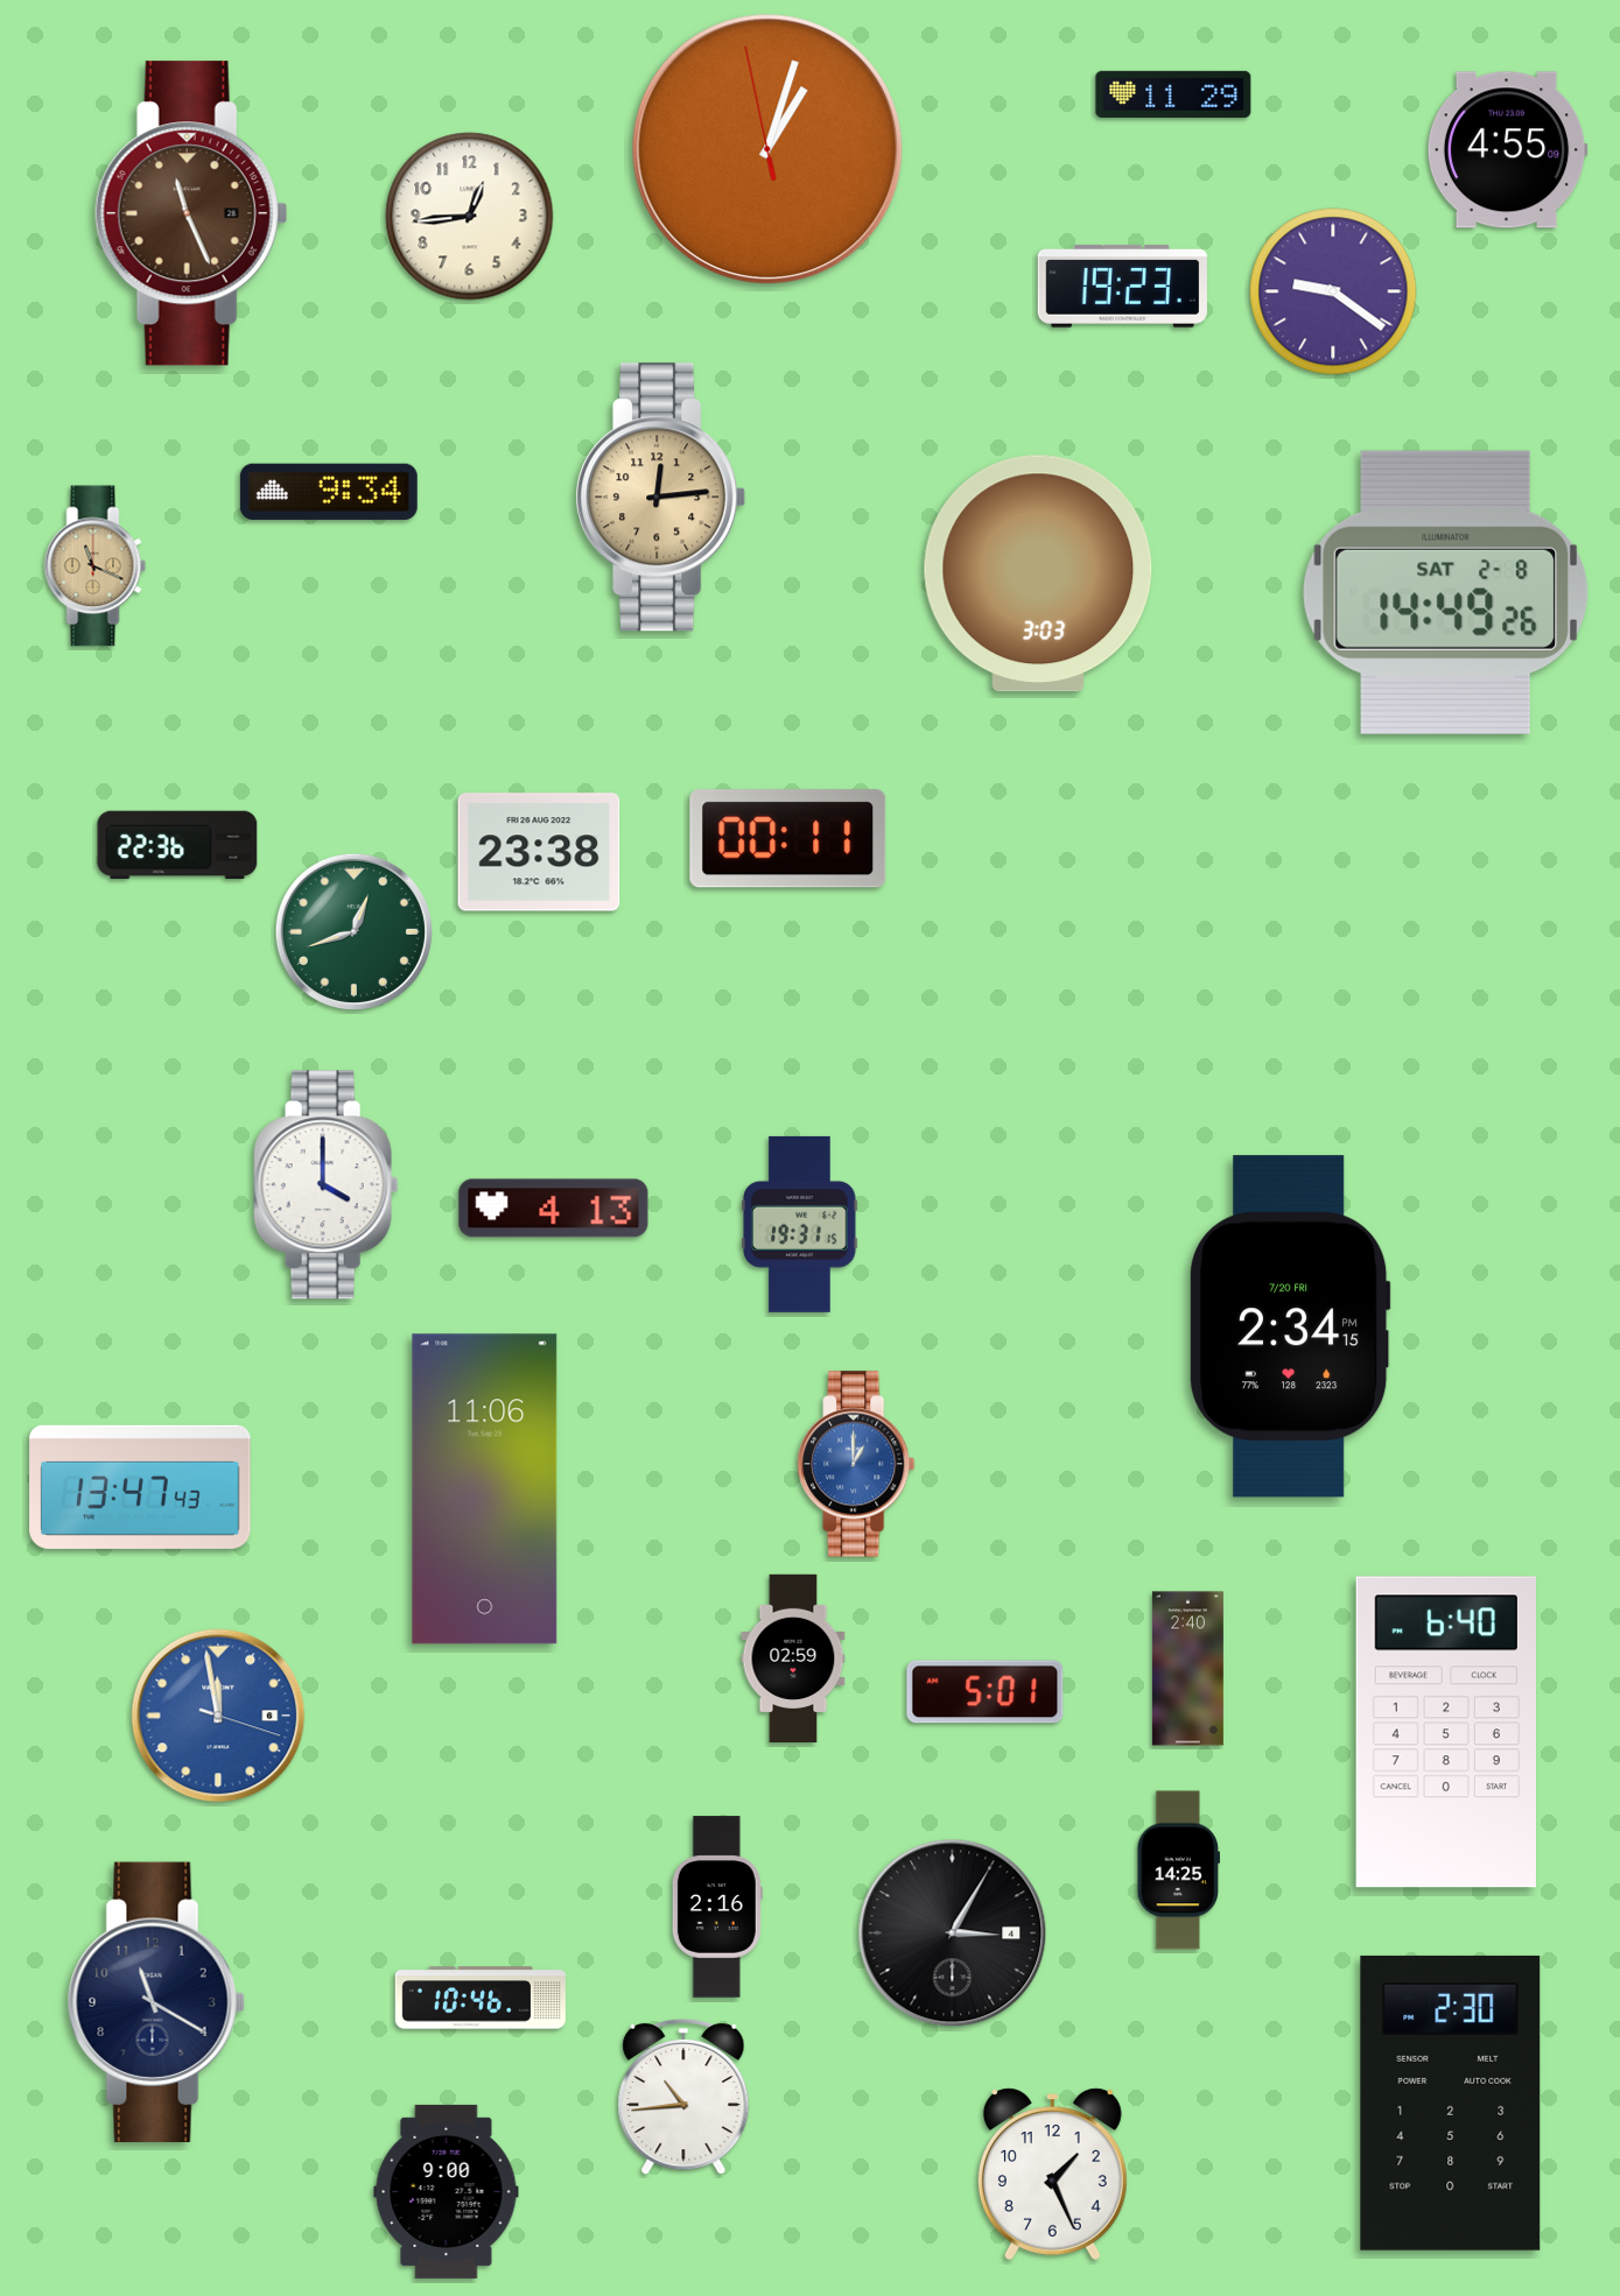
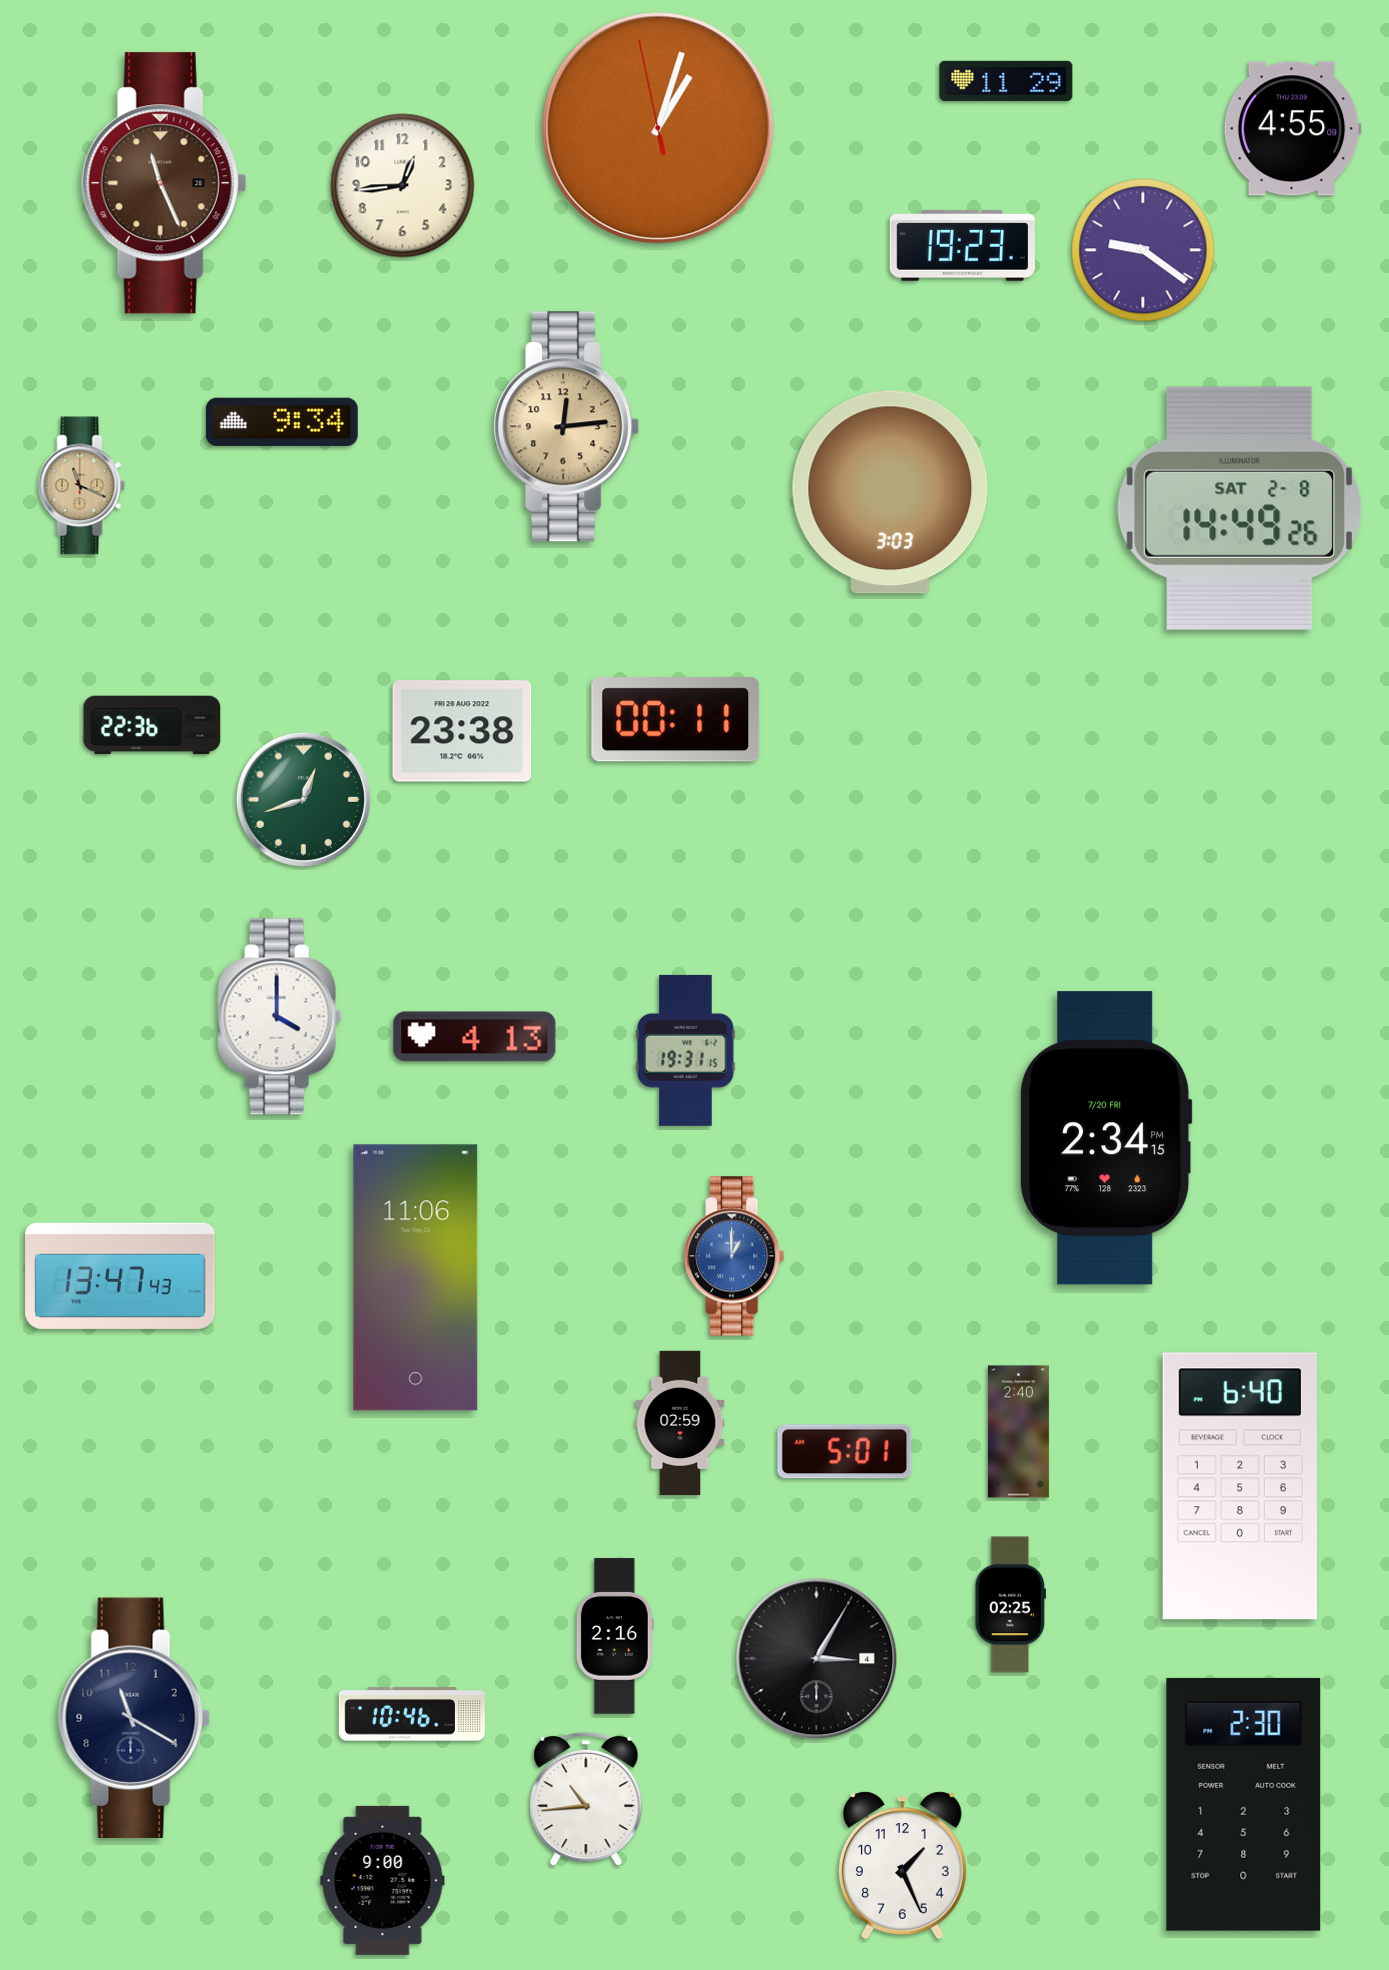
clock at (218, 1716): 11:58 -> none
clock at (1178, 1871): 14:25 -> 02:25
